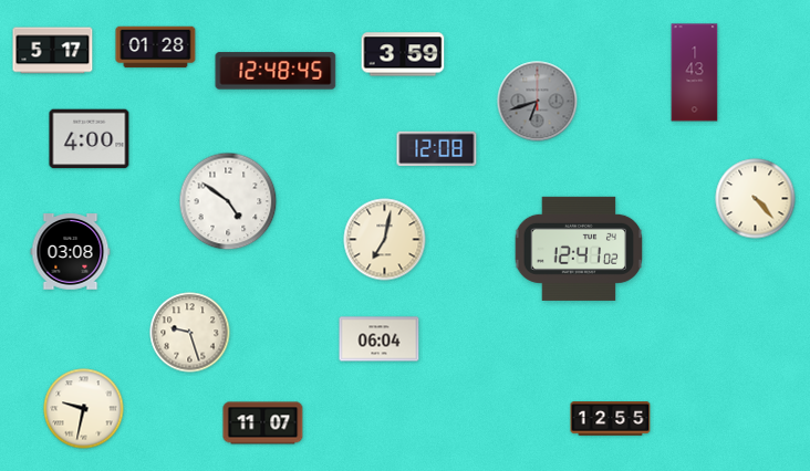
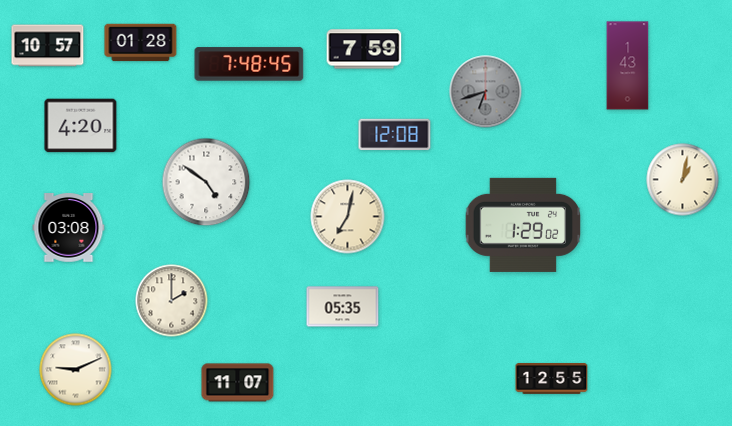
clock at (53, 51): 5:17 -> 10:57
clock at (403, 54): 3:59 -> 7:59
clock at (276, 71): 12:48 -> 7:48
clock at (90, 139): 4:00 -> 4:20
clock at (756, 199): 4:23 -> 1:02
clock at (579, 249): 12:41 -> 1:29
clock at (71, 252) position: (71, 252) -> (69, 228)
clock at (190, 333): 9:27 -> 2:00
clock at (380, 339): 06:04 -> 05:35
clock at (84, 409): 9:32 -> 9:11
